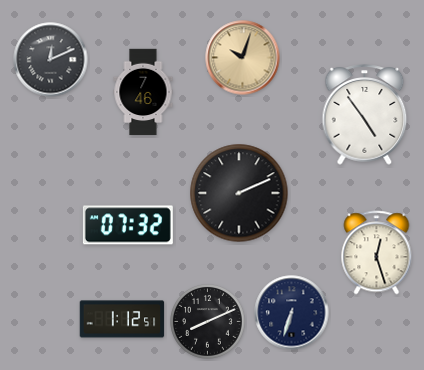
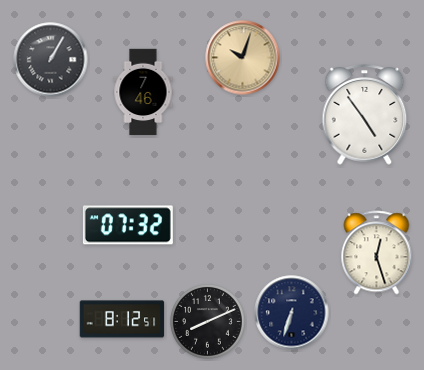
clock at (51, 60): 12:11 -> 1:05
clock at (239, 193): 2:11 -> none
clock at (122, 319): 1:12 -> 8:12
